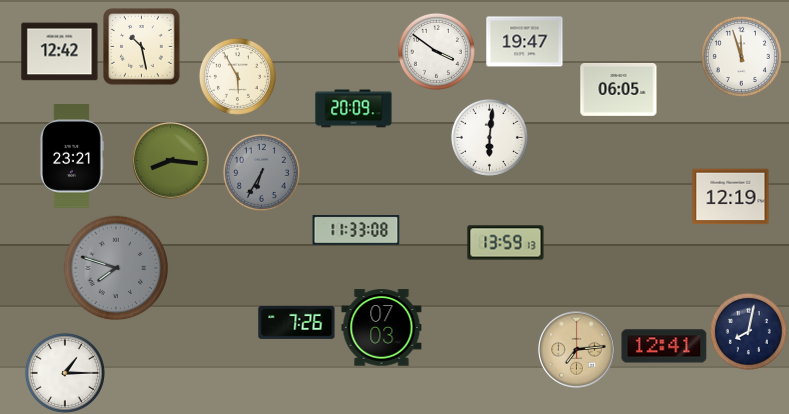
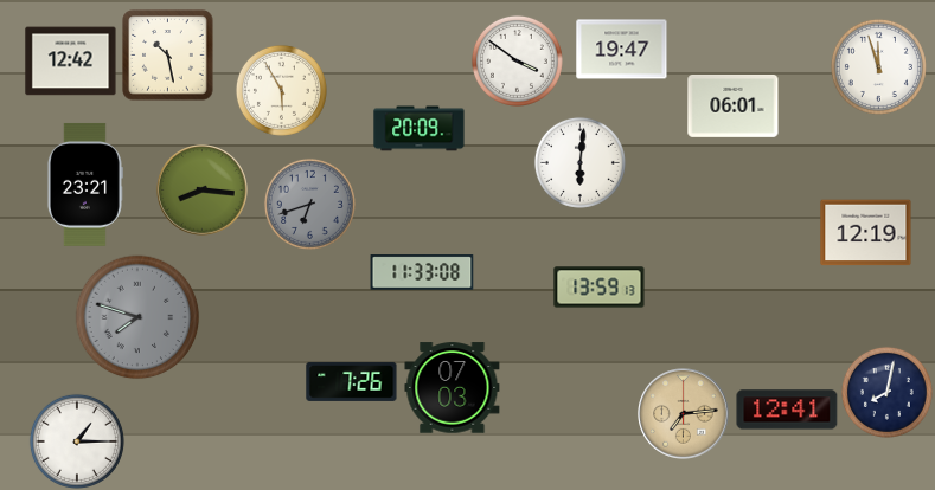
clock at (619, 89): 06:05 -> 06:01
clock at (261, 172): 6:35 -> 6:42
